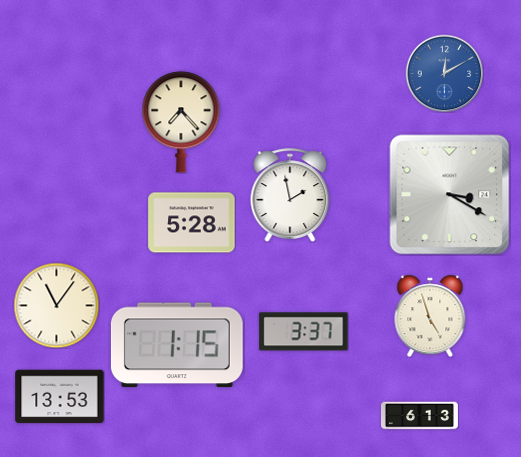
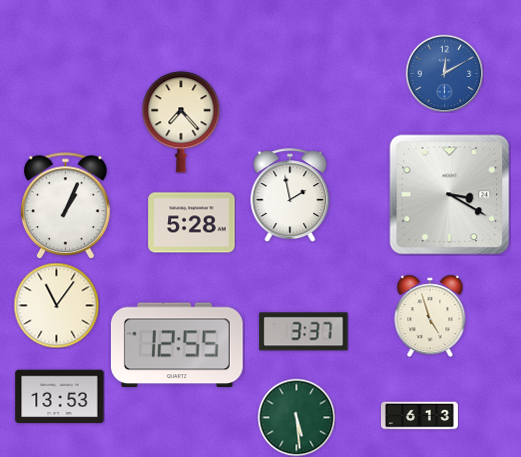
clock at (65, 206): none -> 1:04
clock at (177, 345): 1:15 -> 12:55
clock at (296, 417): none -> 5:29
